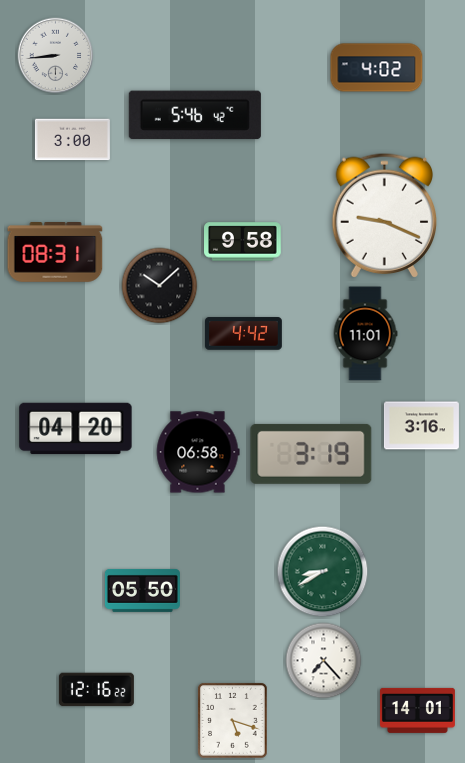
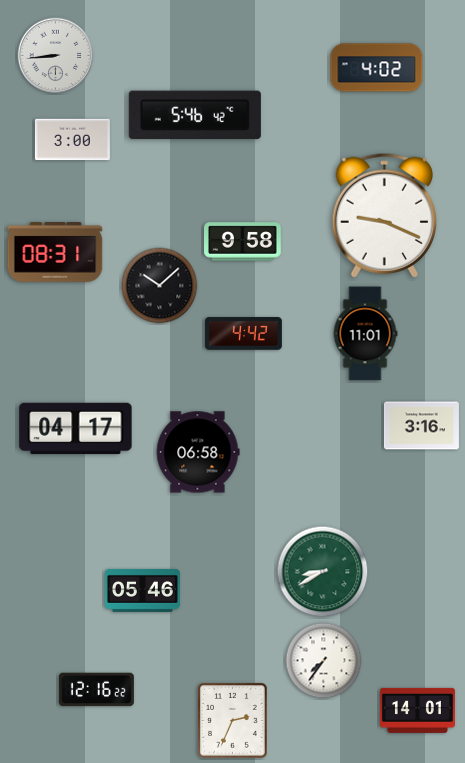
clock at (76, 429): 04:20 -> 04:17
clock at (311, 454): 3:19 -> none
clock at (142, 590): 05:50 -> 05:46
clock at (324, 661): 7:23 -> 7:36
clock at (233, 721): 5:18 -> 2:34
